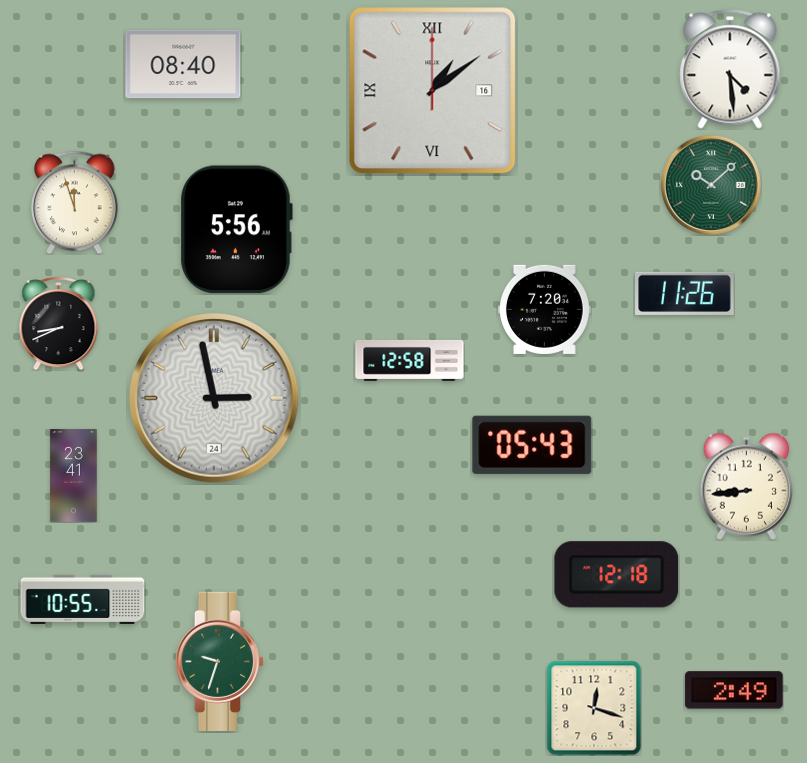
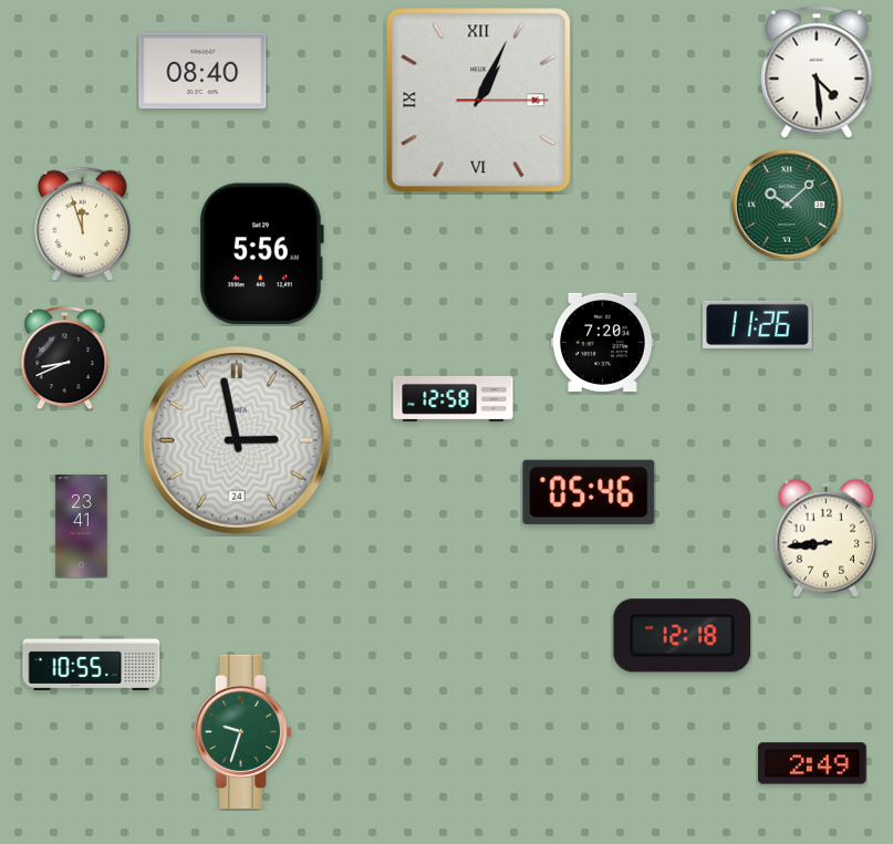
clock at (730, 69) position: (730, 69) -> (817, 72)
clock at (433, 91): 1:09 -> 1:04
clock at (532, 445): 05:43 -> 05:46
clock at (594, 708): 12:18 -> none
